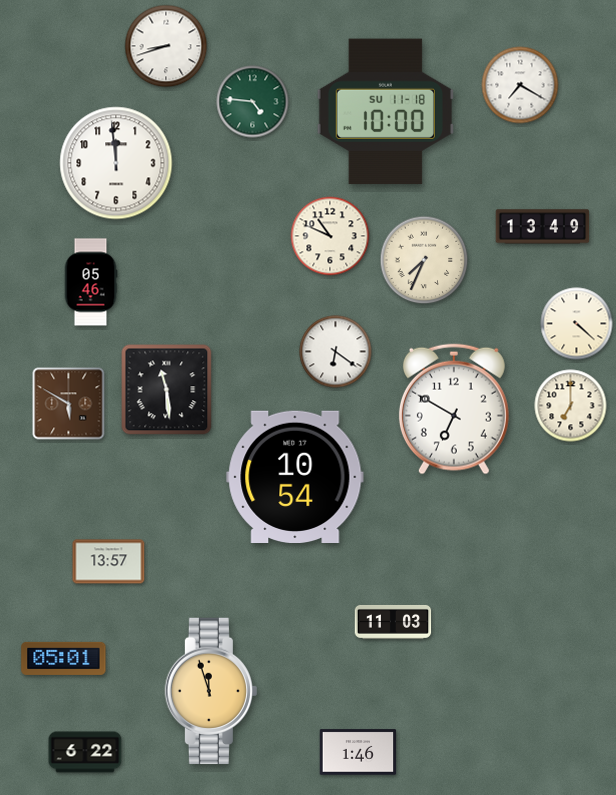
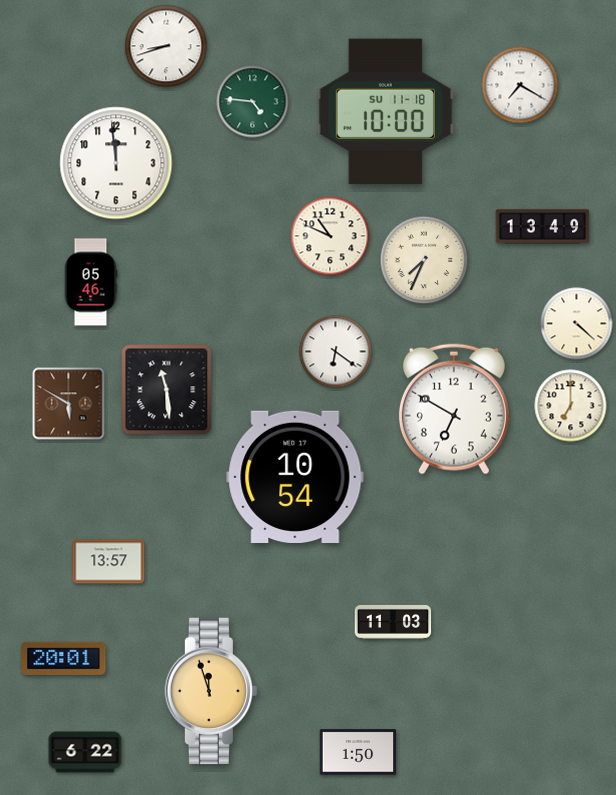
clock at (64, 658): 05:01 -> 20:01
clock at (358, 752): 1:46 -> 1:50
